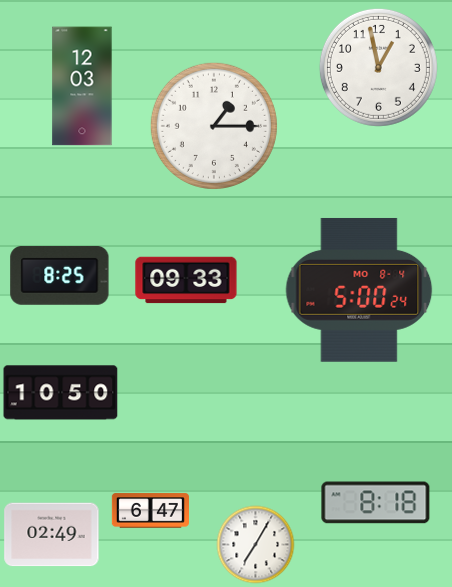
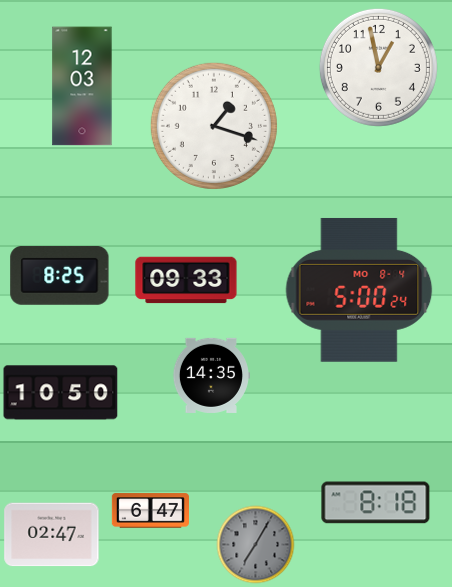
clock at (214, 126): 1:15 -> 1:18
clock at (211, 375): none -> 14:35
clock at (52, 535): 02:49 -> 02:47
clock at (255, 544) dial: white -> grey
